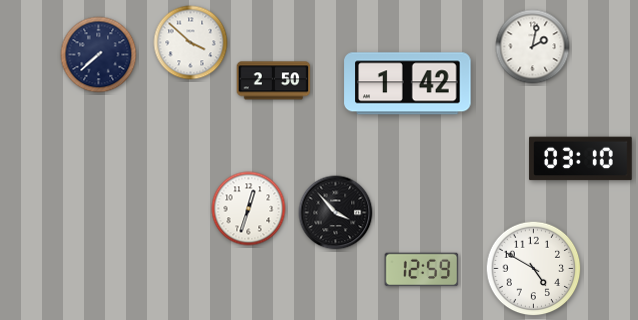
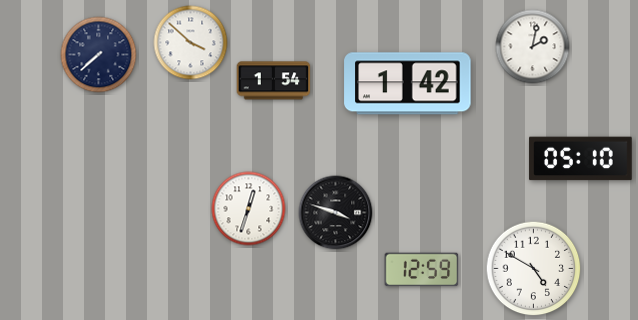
clock at (274, 81): 2:50 -> 1:54
clock at (581, 159): 03:10 -> 05:10
clock at (336, 213): 3:53 -> 3:48
